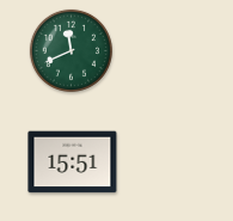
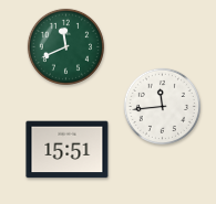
clock at (162, 106): none -> 11:44
